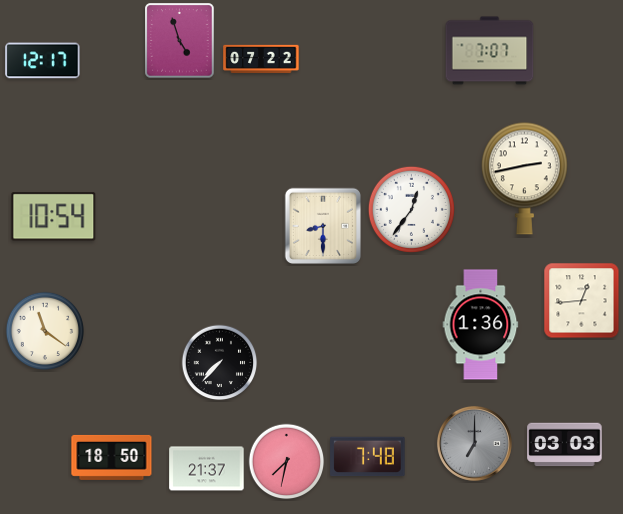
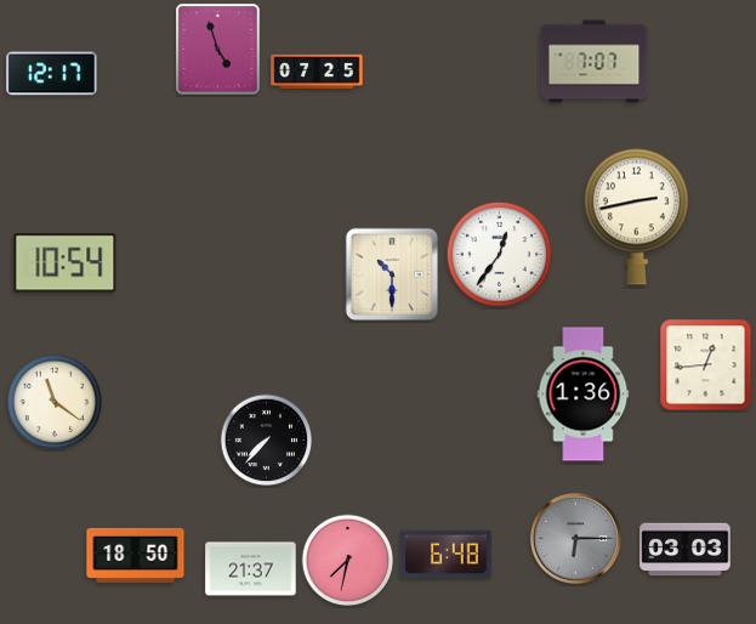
clock at (261, 59): 07:22 -> 07:25
clock at (322, 225): 8:30 -> 10:30
clock at (474, 443): 7:00 -> 6:15
clock at (565, 445) position: (565, 445) -> (686, 550)
clock at (368, 457): 7:48 -> 6:48
